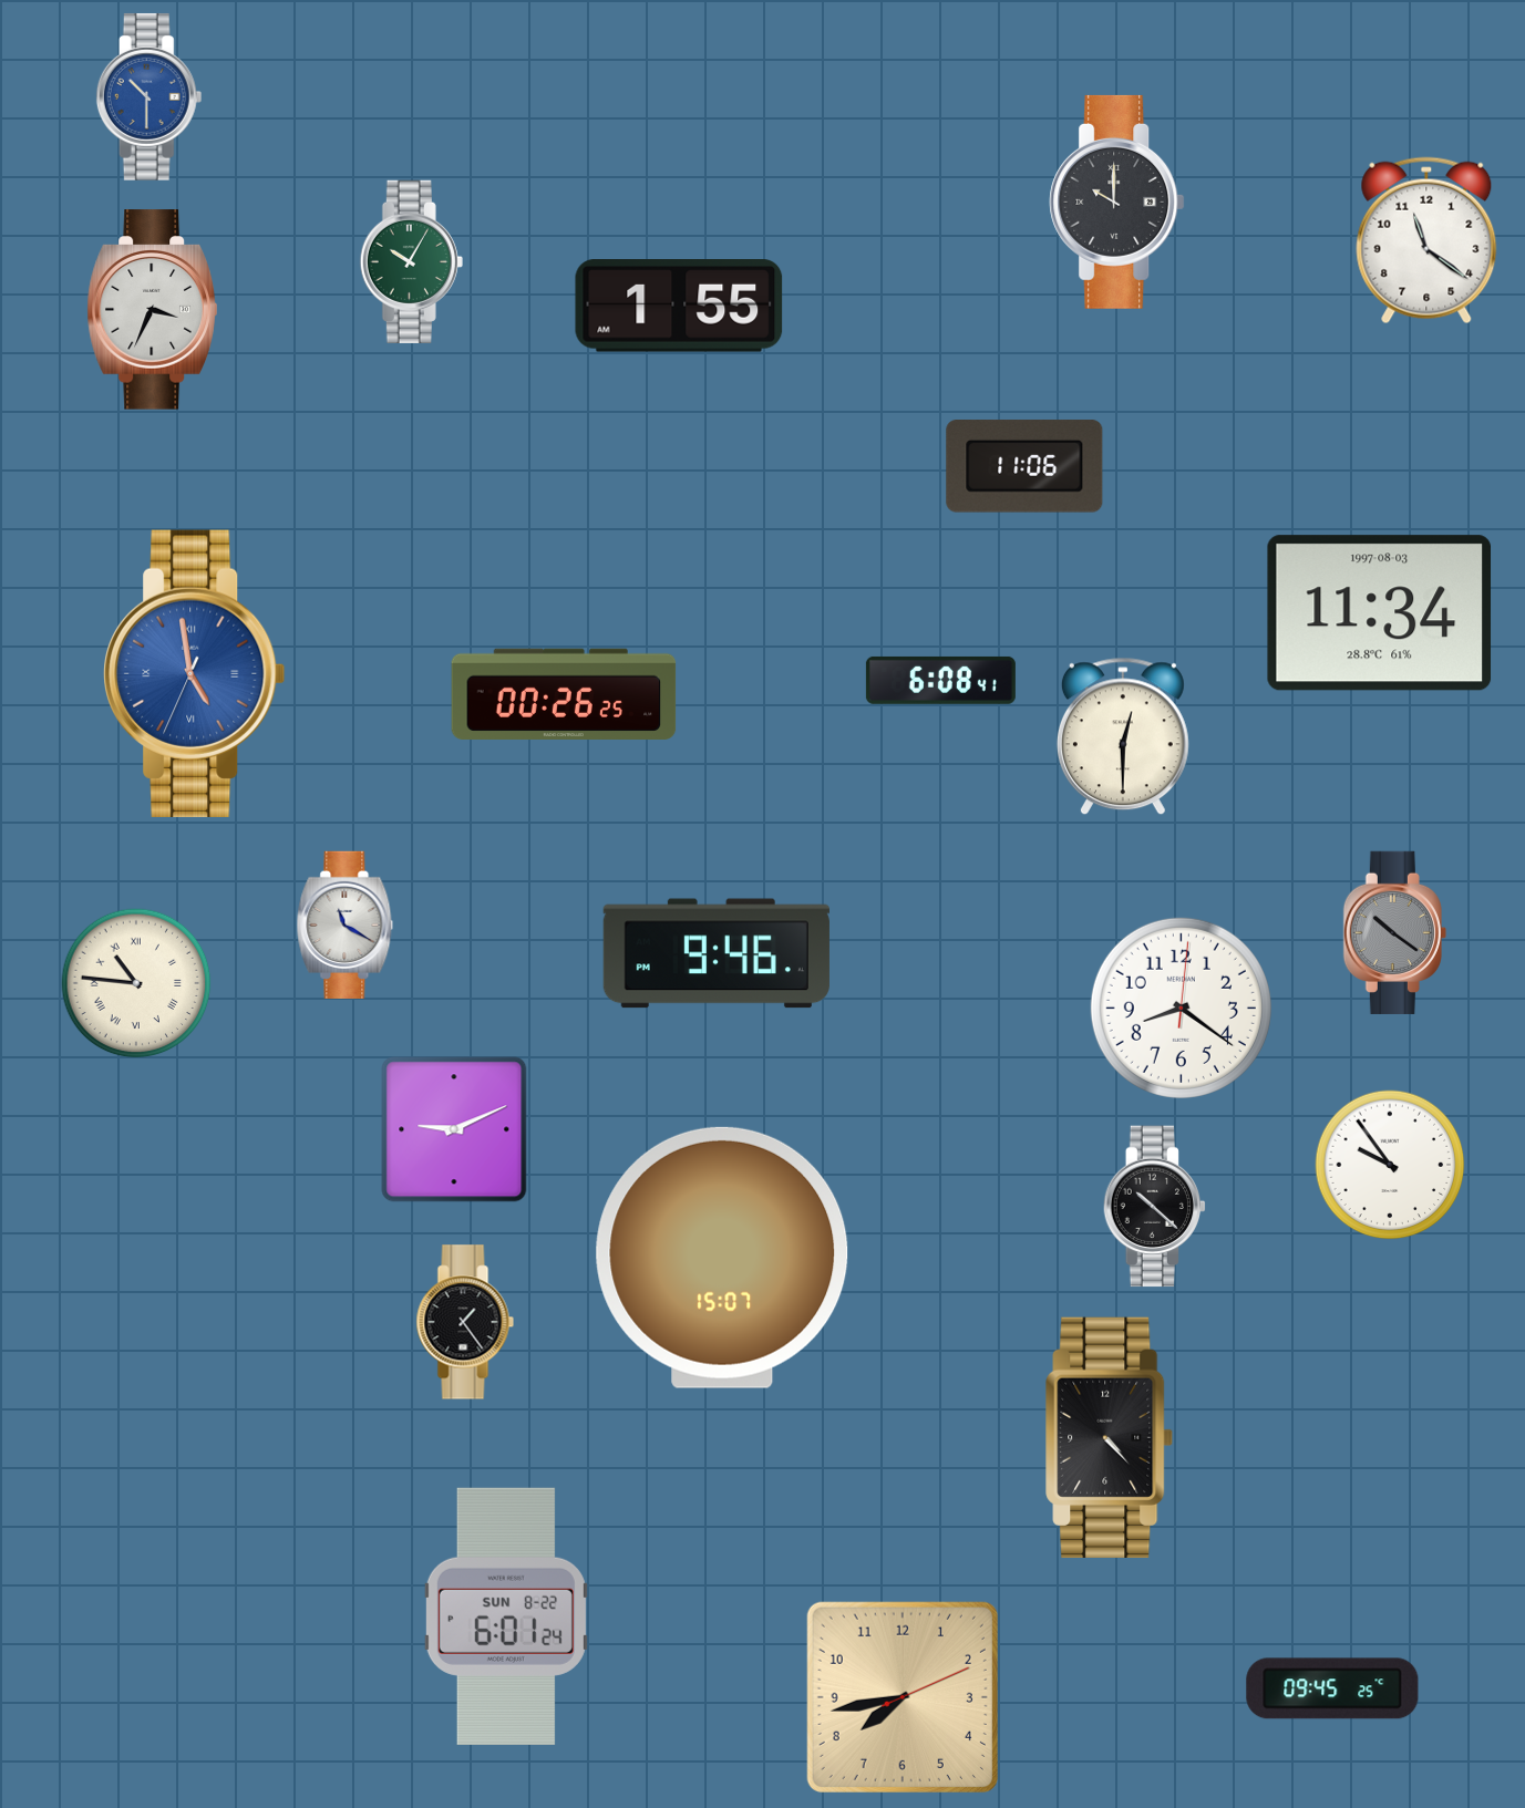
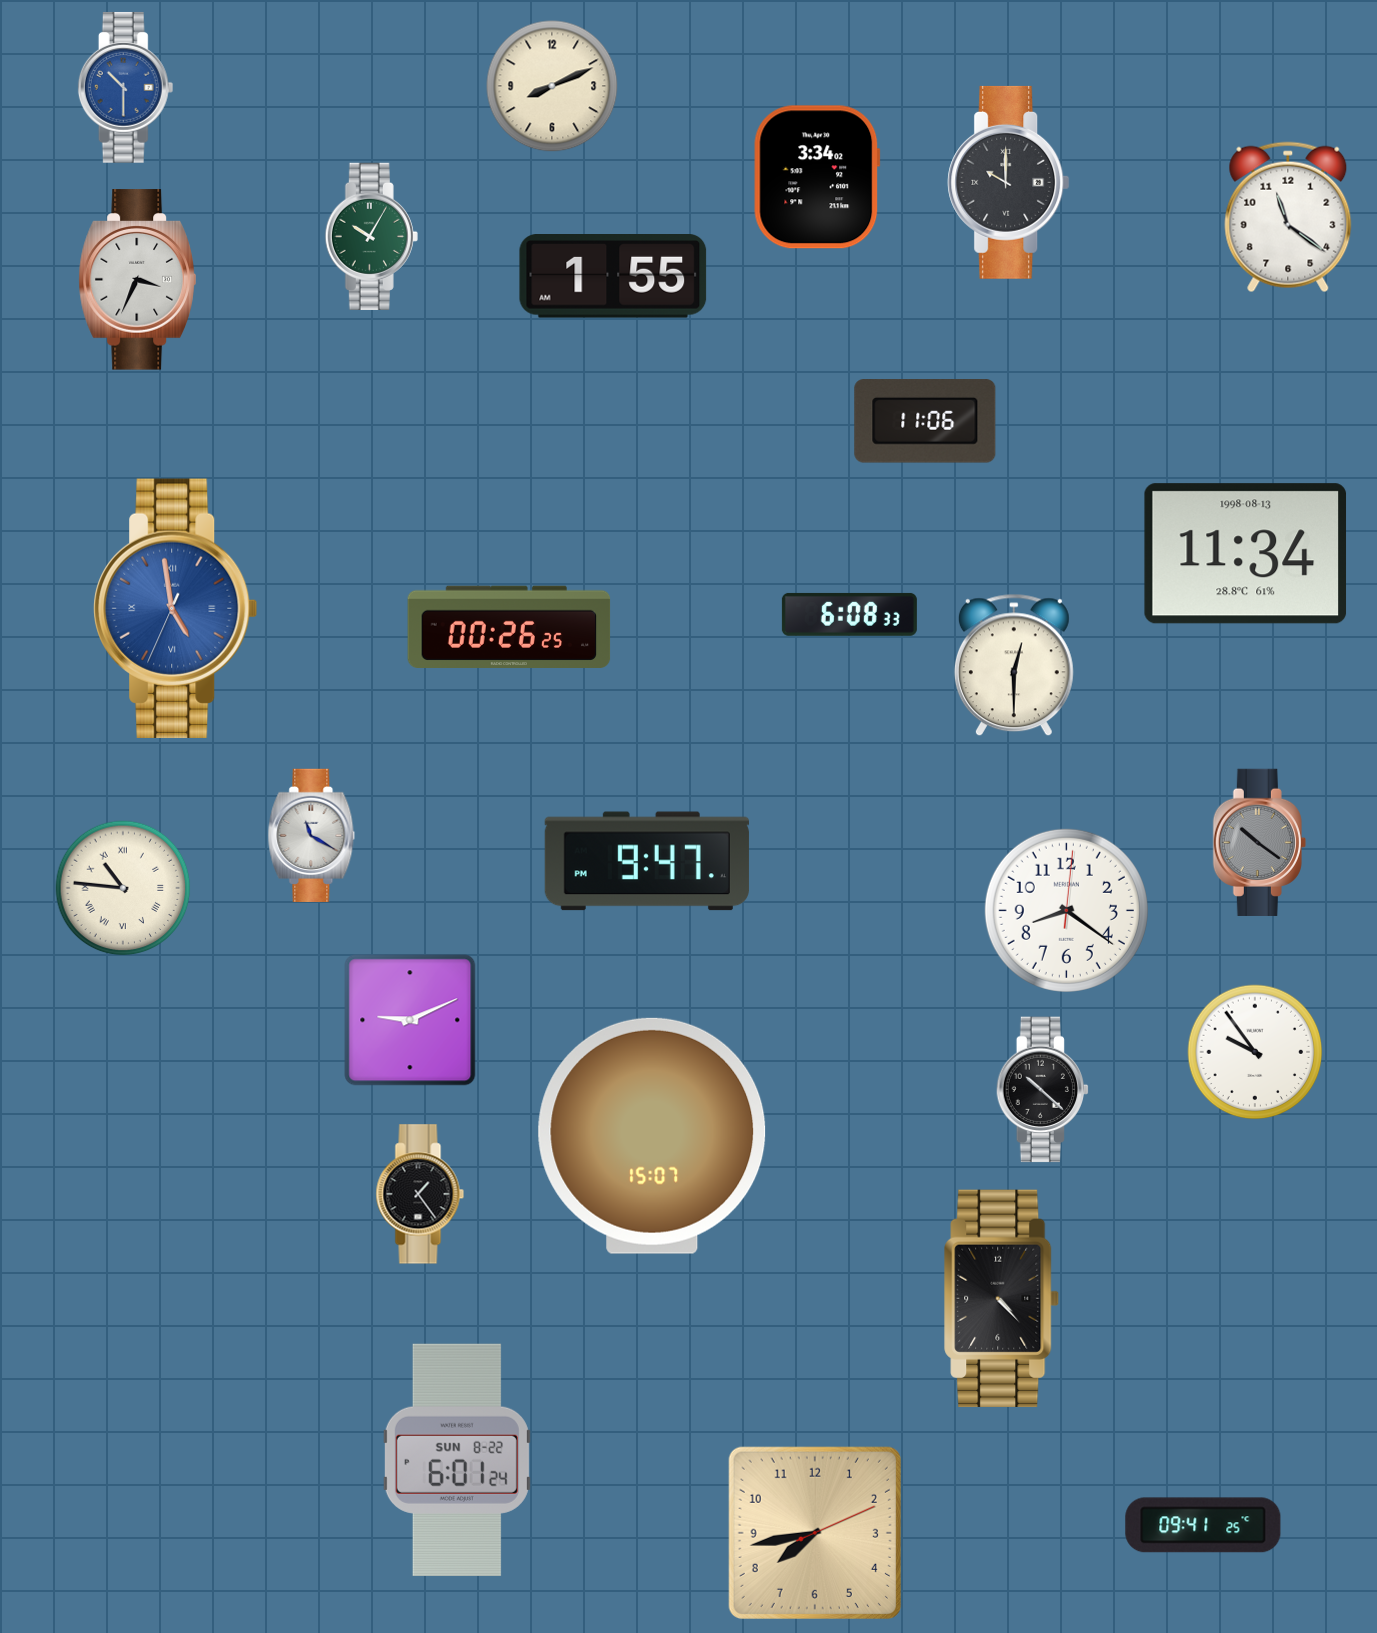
clock at (552, 86): none -> 8:11
clock at (150, 96) position: (150, 96) -> (126, 87)
clock at (817, 177): none -> 3:34
clock at (1380, 613) date: 1997-08-03 -> 1998-08-13
clock at (940, 680): 6:08:41 -> 6:08:33
clock at (717, 953): 9:46 -> 9:47
clock at (1332, 1688): 09:45 -> 09:41
